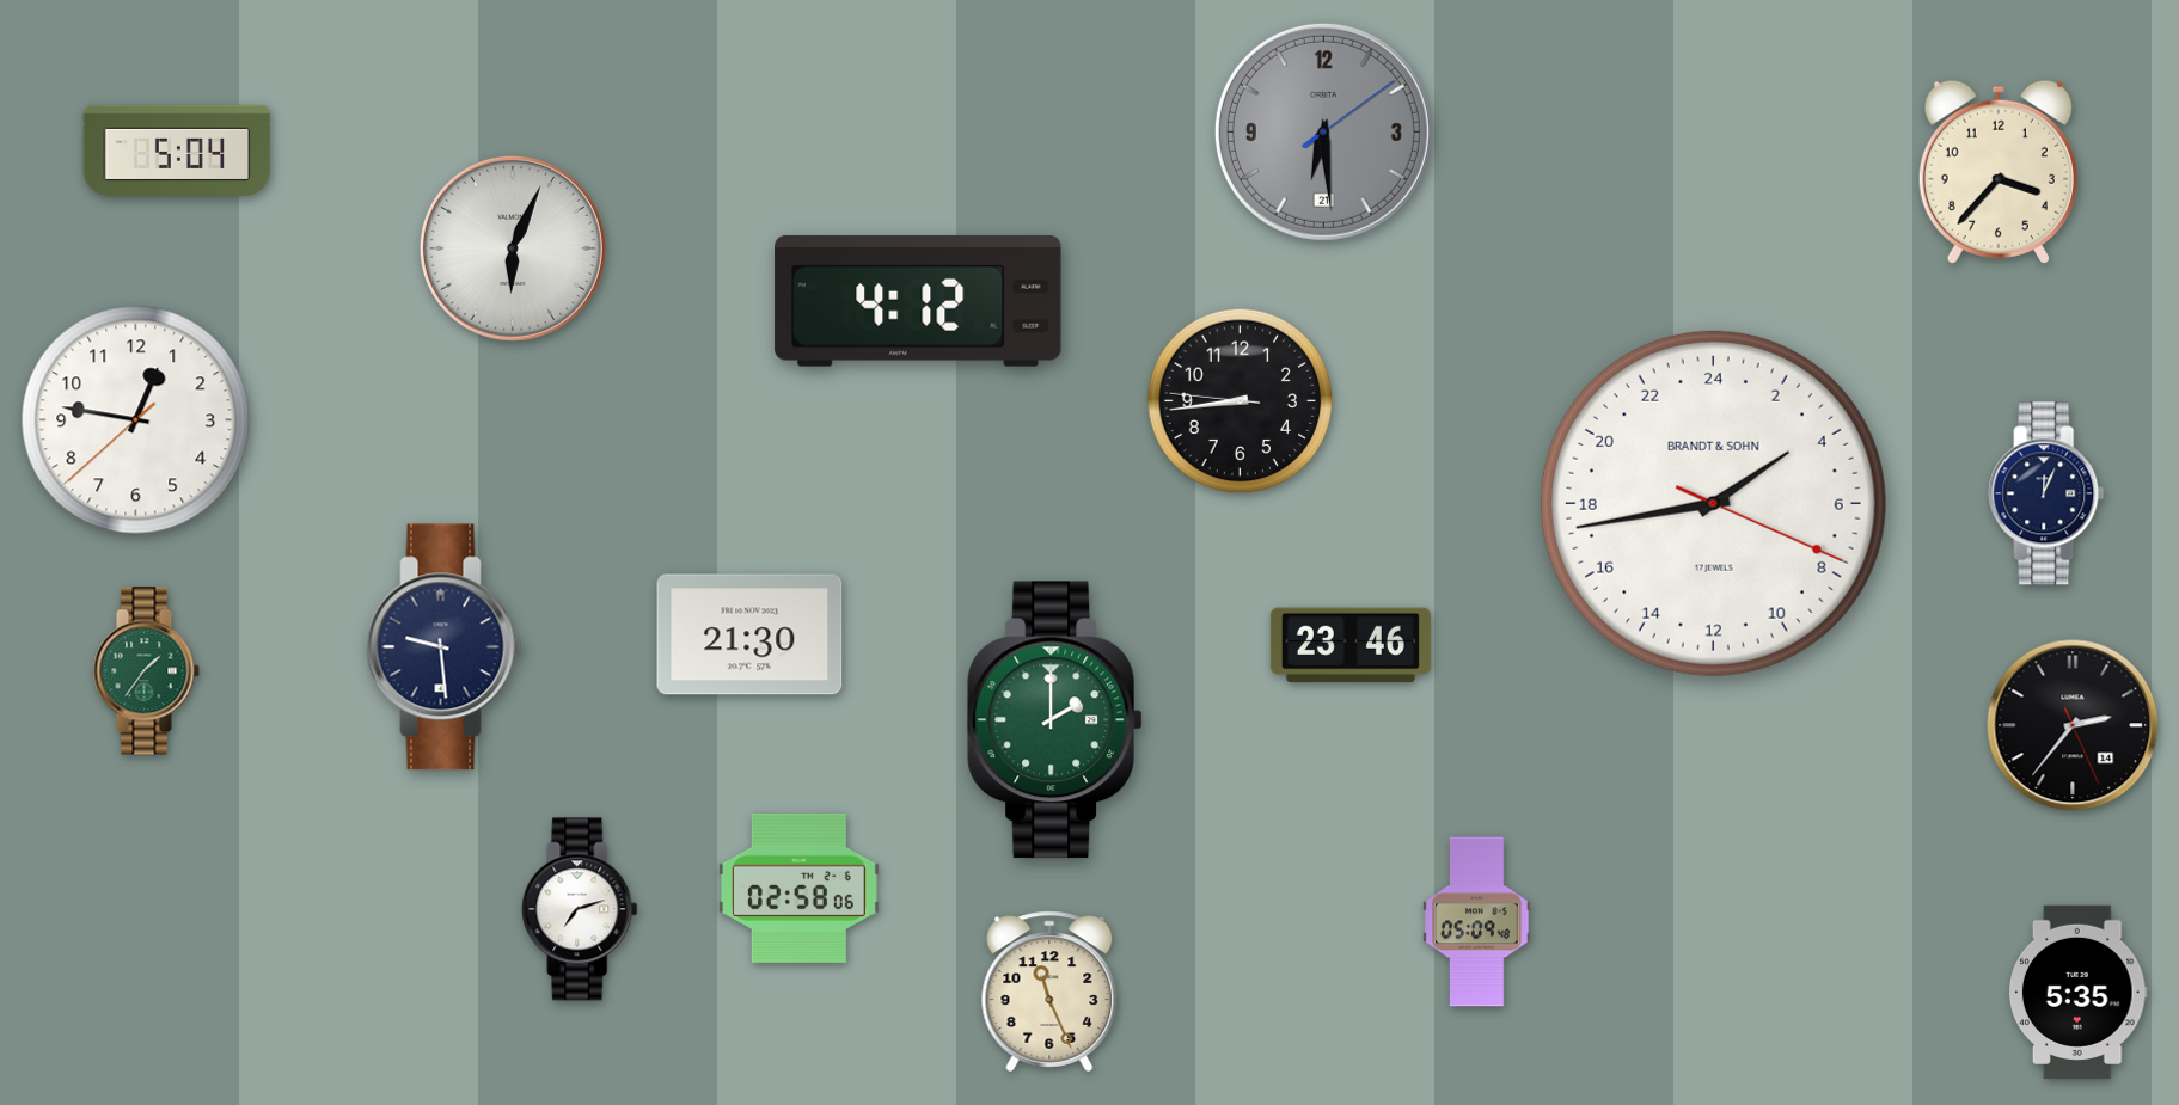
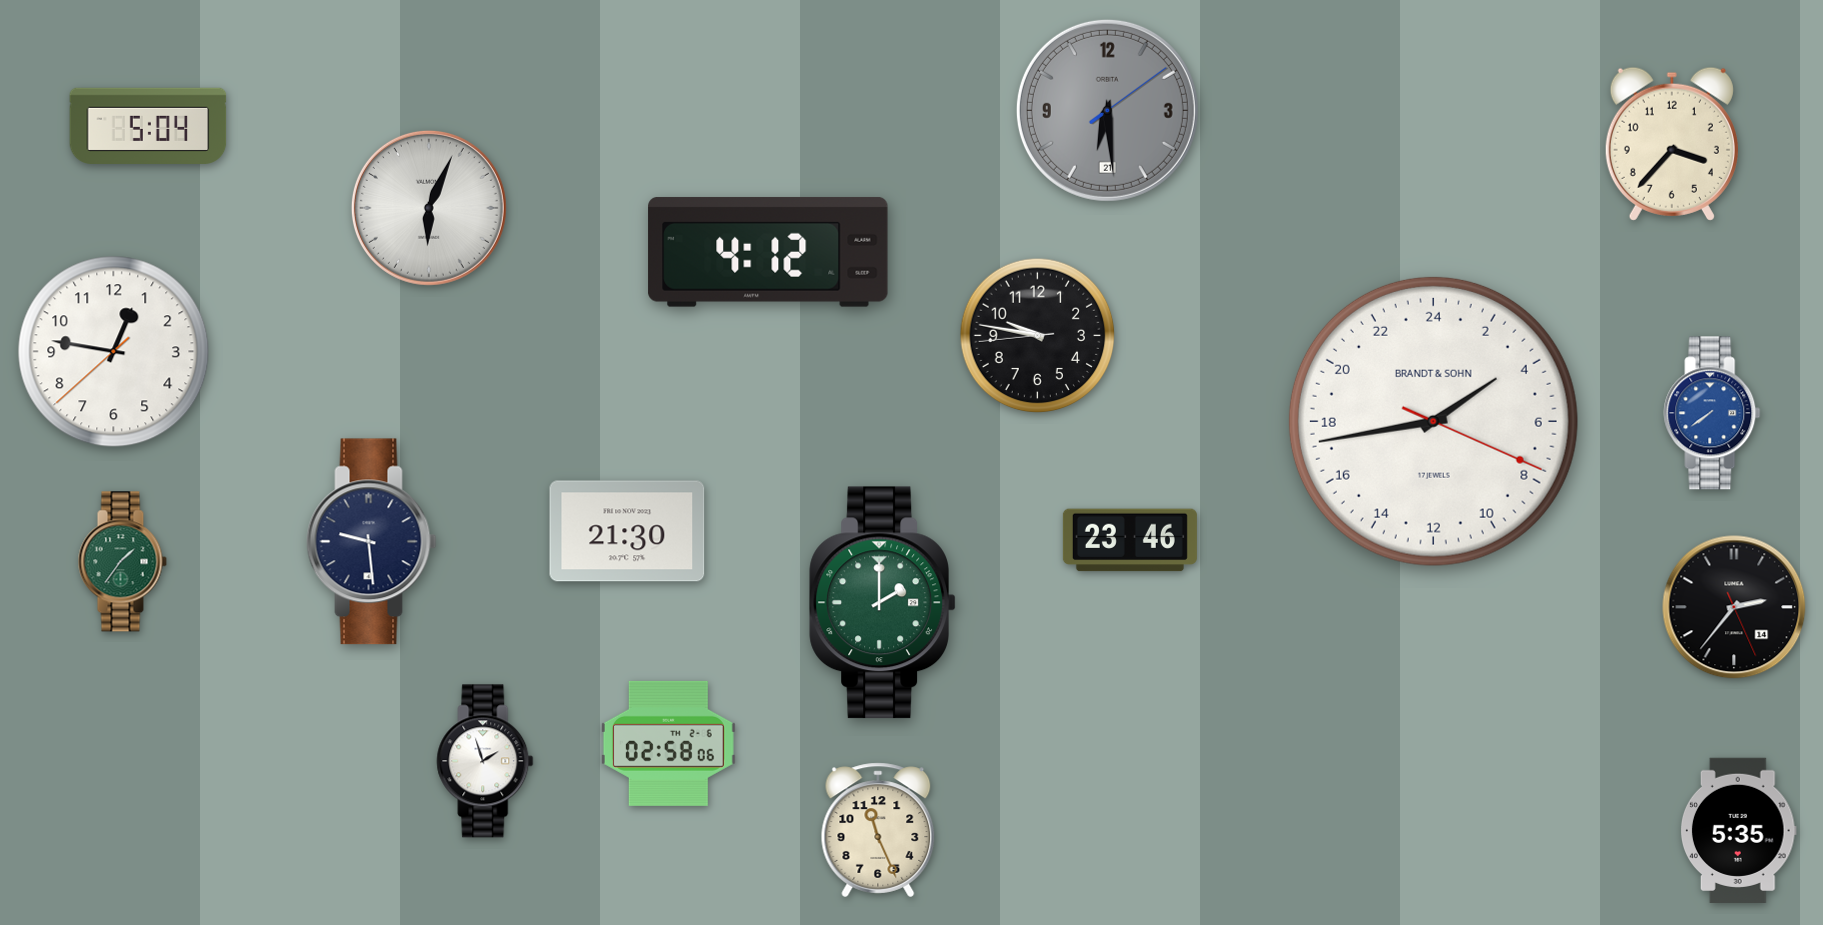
clock at (1241, 401): 8:43 -> 9:46
clock at (2046, 493): 12:04 -> 7:39
clock at (2046, 493) dial: navy -> blue
clock at (580, 909): 7:12 -> 1:57
clock at (1477, 922): 05:09 -> none
